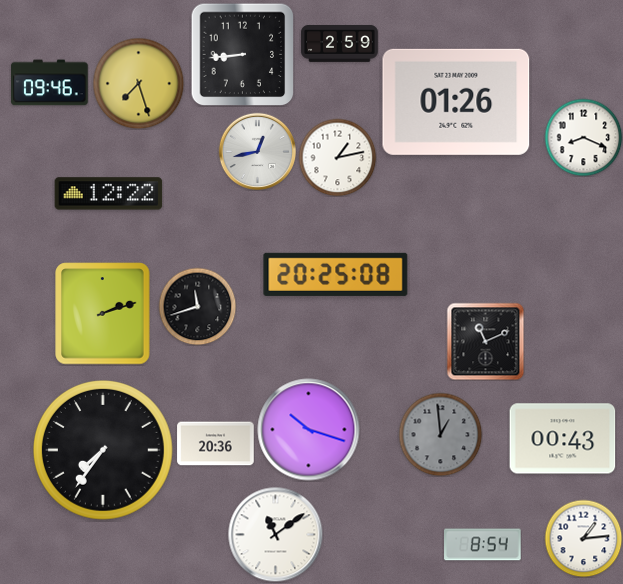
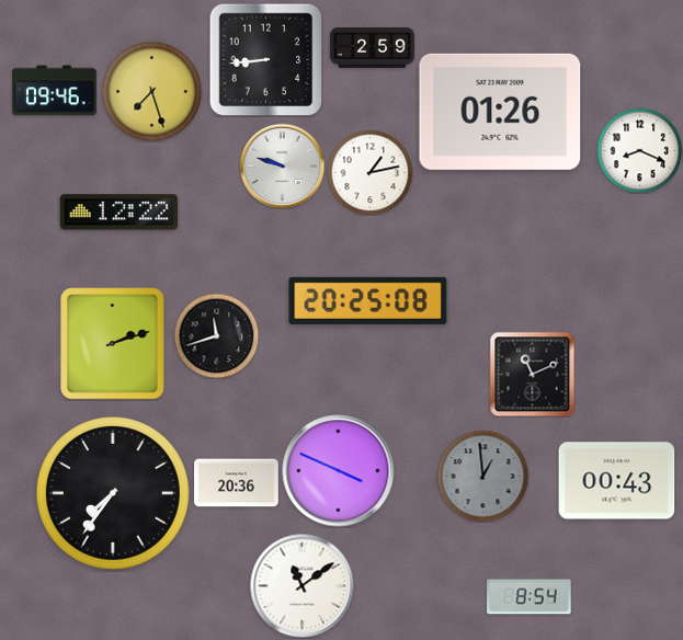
clock at (257, 151): 12:43 -> 9:48
clock at (309, 430): 10:18 -> 3:49
clock at (216, 444) position: (216, 444) -> (237, 483)
clock at (583, 538): 1:14 -> none
